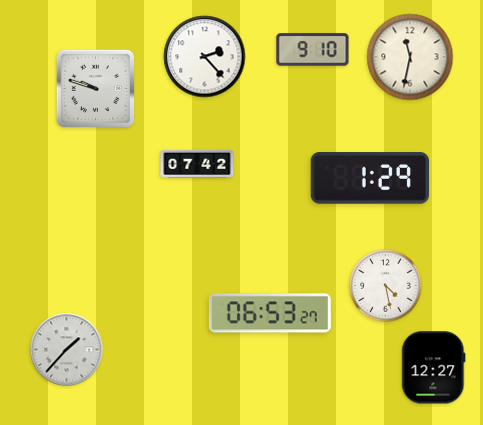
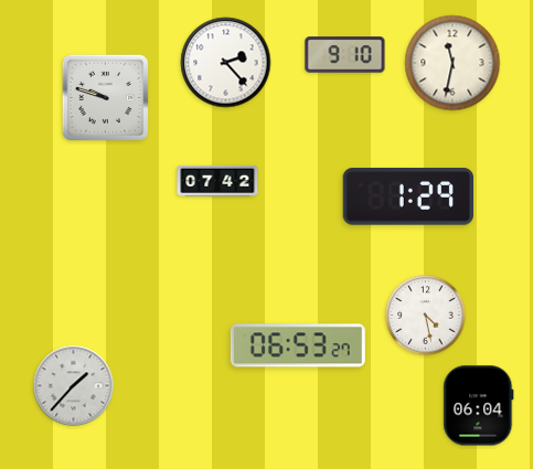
clock at (434, 368): 12:27 -> 06:04
